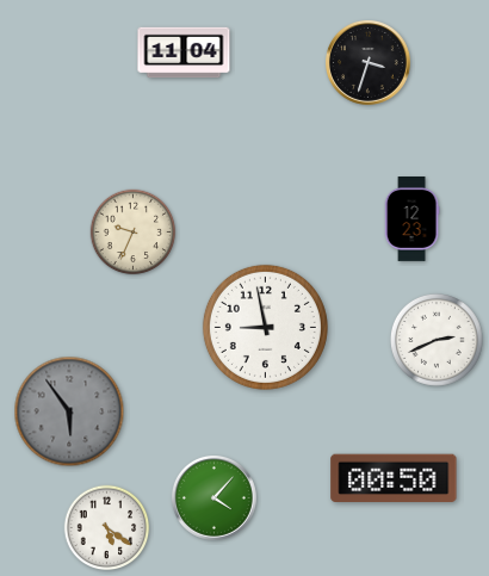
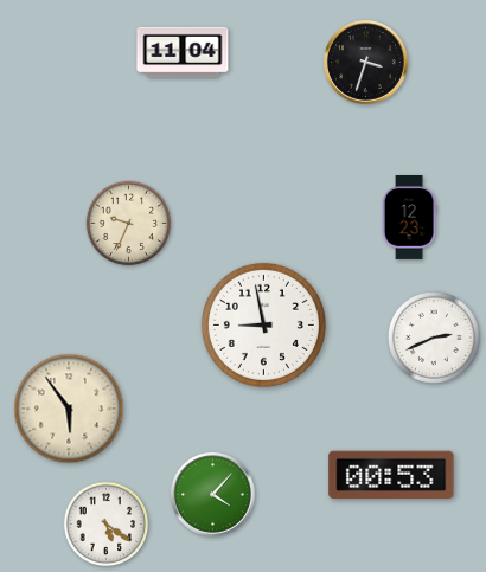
clock at (134, 233) position: (134, 233) -> (129, 224)
clock at (69, 411) dial: grey -> cream
clock at (394, 477): 00:50 -> 00:53
